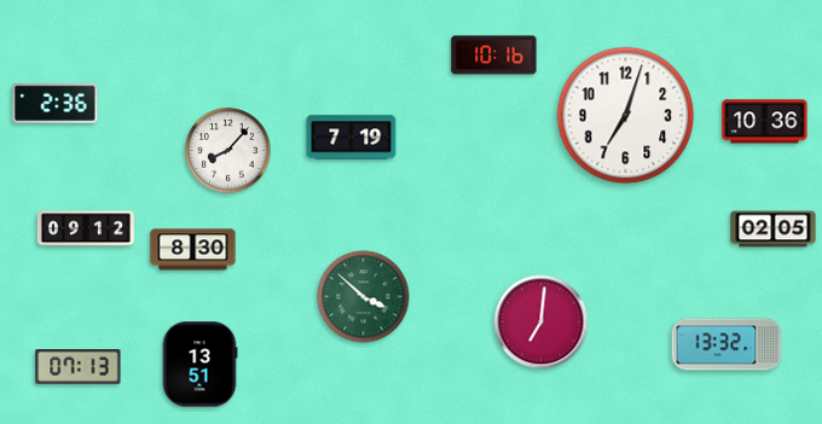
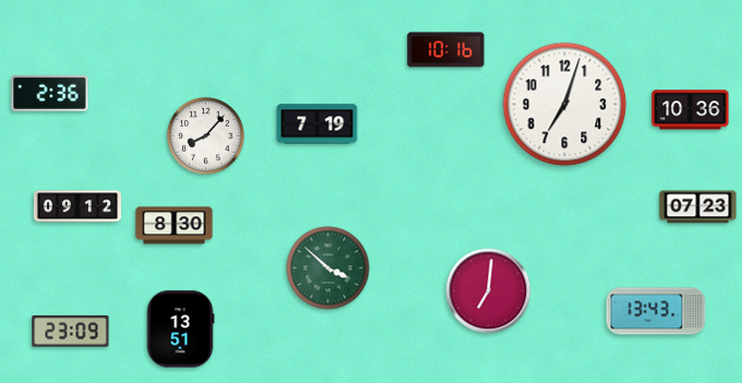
clock at (774, 230): 02:05 -> 07:23
clock at (727, 344): 13:32 -> 13:43
clock at (79, 367): 07:13 -> 23:09
